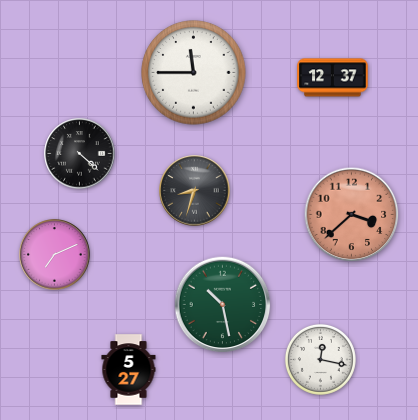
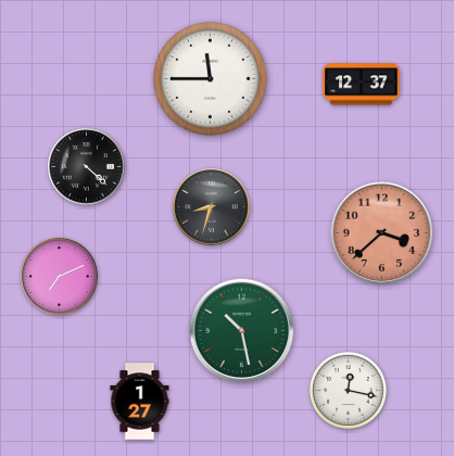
clock at (129, 370): 5:27 -> 1:27
